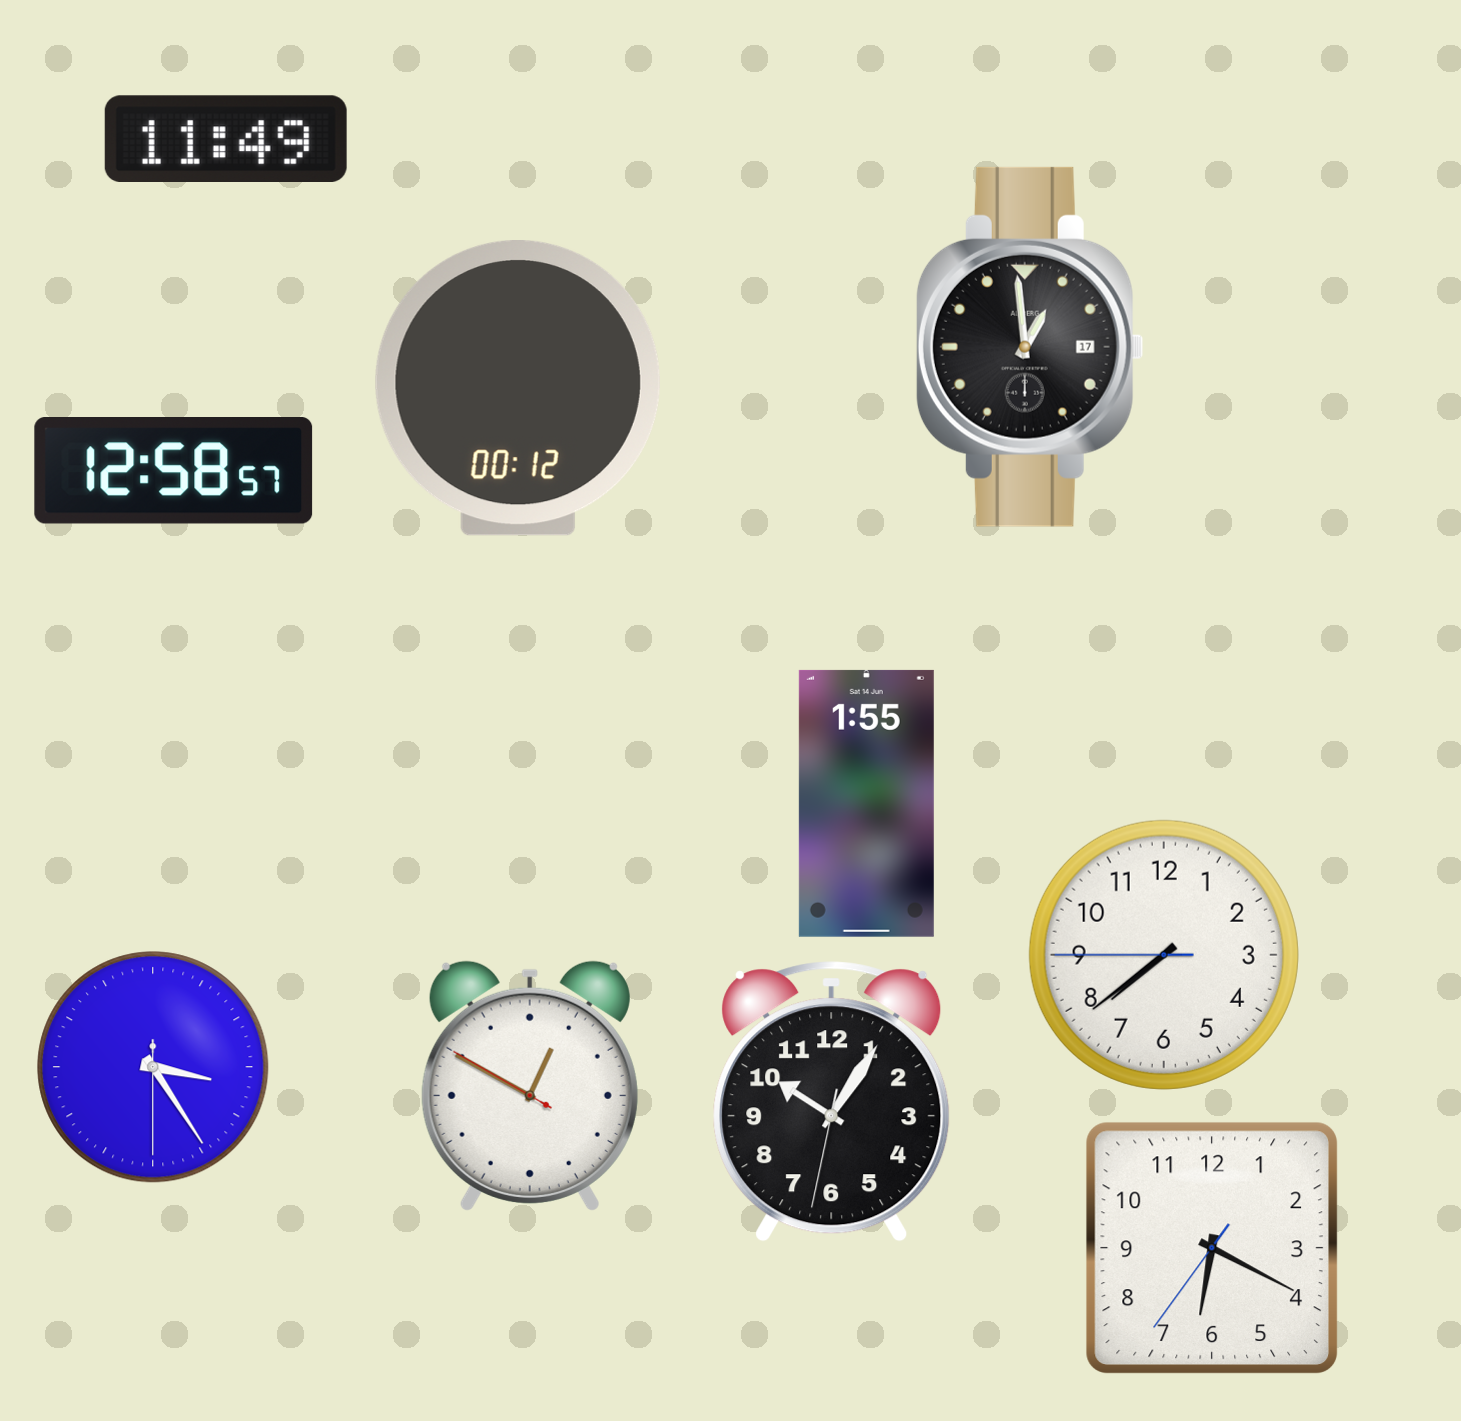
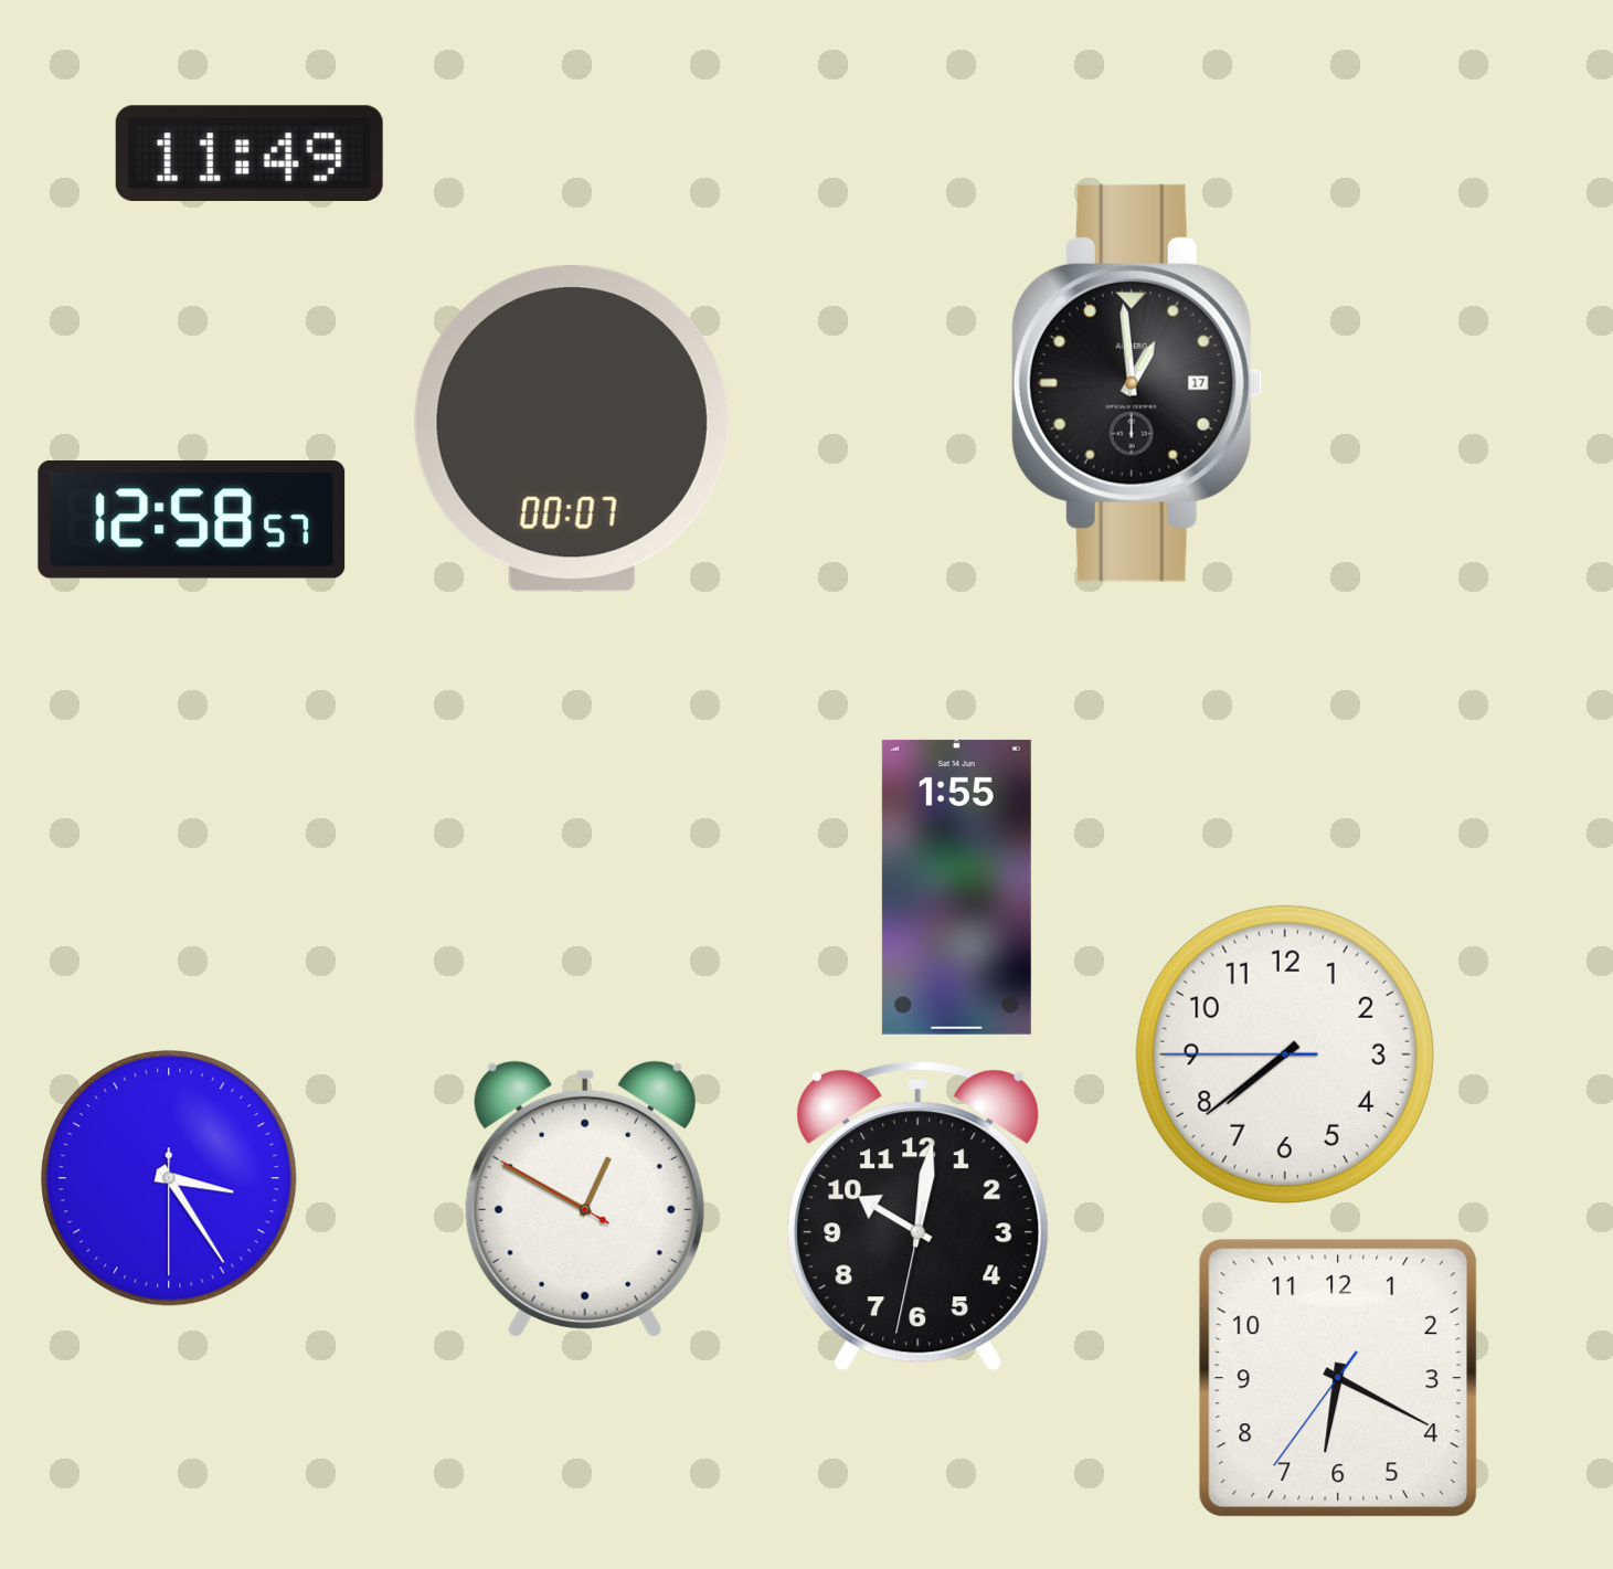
clock at (518, 389): 00:12 -> 00:07
clock at (832, 1102): 10:05 -> 10:01
